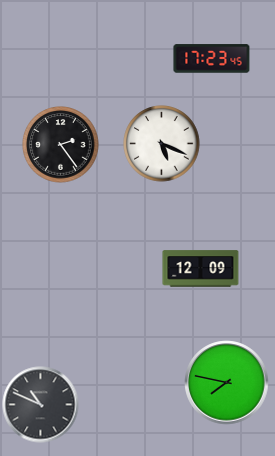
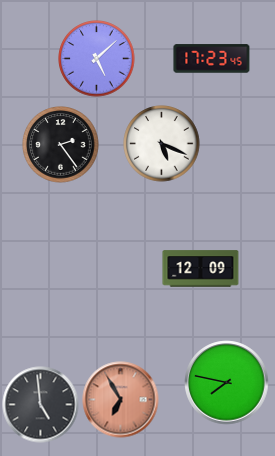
clock at (97, 59): none -> 5:08
clock at (121, 400): none -> 6:55
clock at (41, 405): 10:49 -> 4:59
